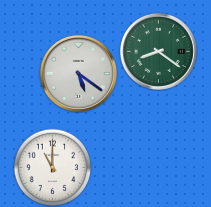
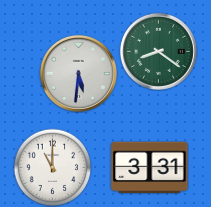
clock at (78, 73): 5:21 -> 5:31
clock at (150, 168): none -> 3:31
